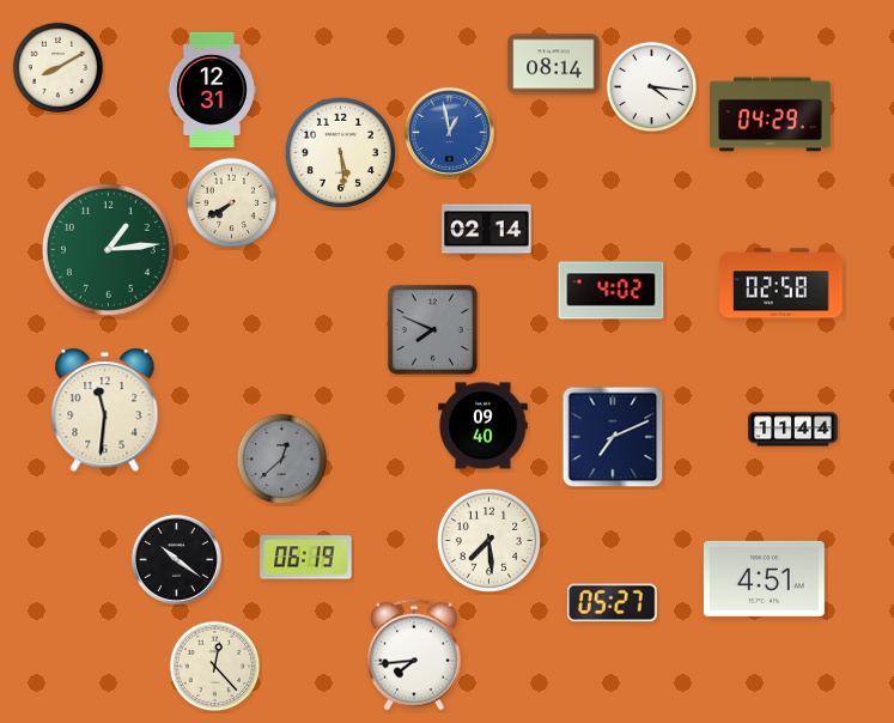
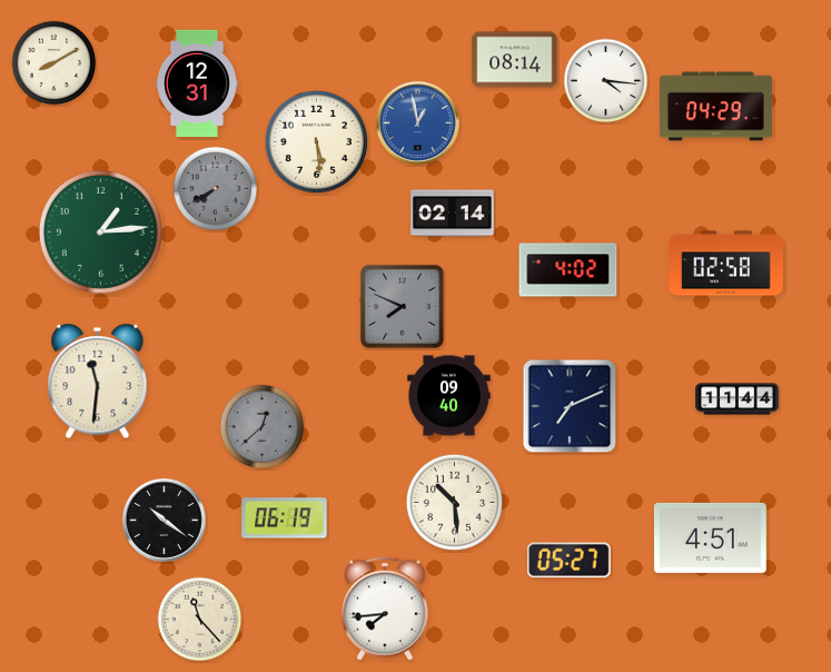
clock at (232, 203) dial: cream -> grey
clock at (488, 540): 7:29 -> 10:29
clock at (215, 667): 12:23 -> 11:23
